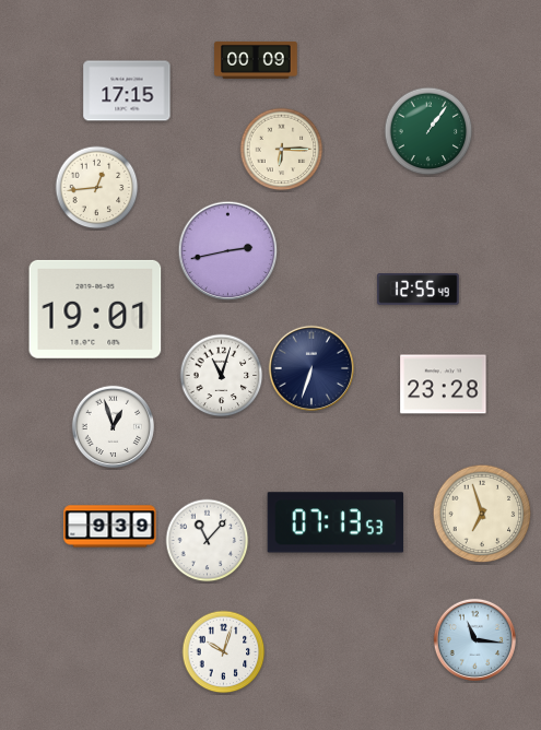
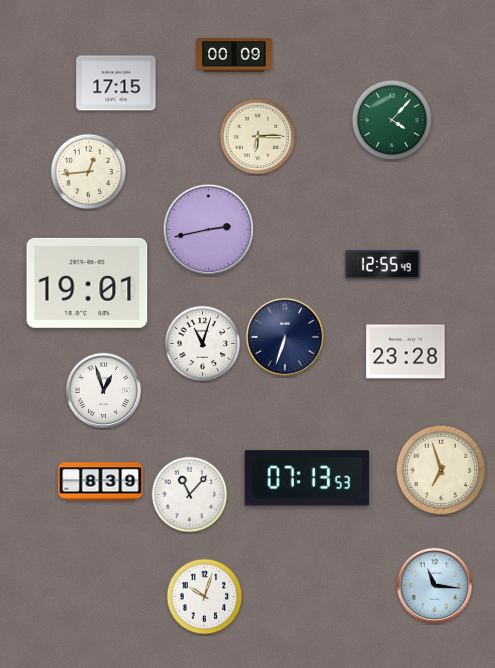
clock at (428, 131): 1:06 -> 4:07
clock at (110, 527): 9:39 -> 8:39
